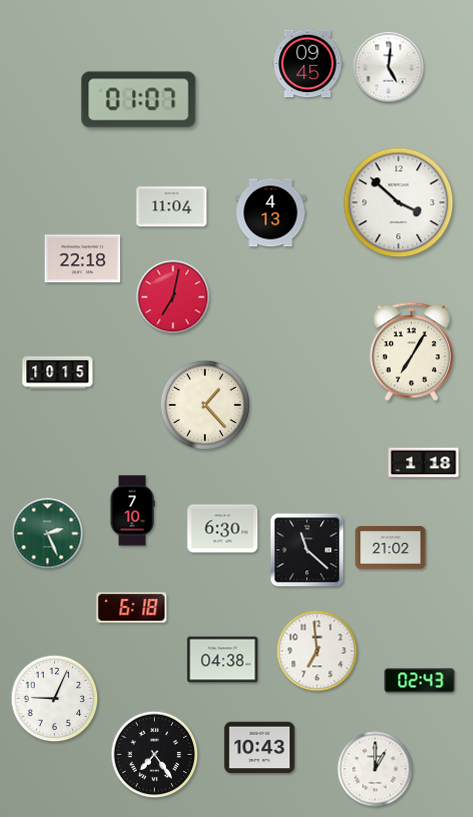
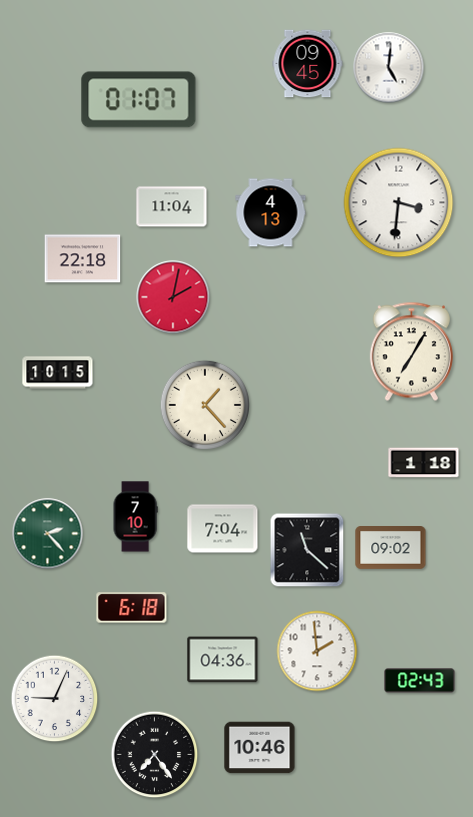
clock at (399, 203): 3:52 -> 3:31
clock at (173, 297): 7:02 -> 2:02
clock at (132, 511) position: (132, 511) -> (135, 517)
clock at (223, 529): 6:30 -> 7:04
clock at (48, 534): 2:26 -> 2:23
clock at (391, 548): 21:02 -> 09:02
clock at (317, 651): 6:59 -> 1:59
clock at (223, 660): 04:38 -> 04:36
clock at (260, 748): 10:43 -> 10:46
clock at (375, 769): 1:00 -> none
